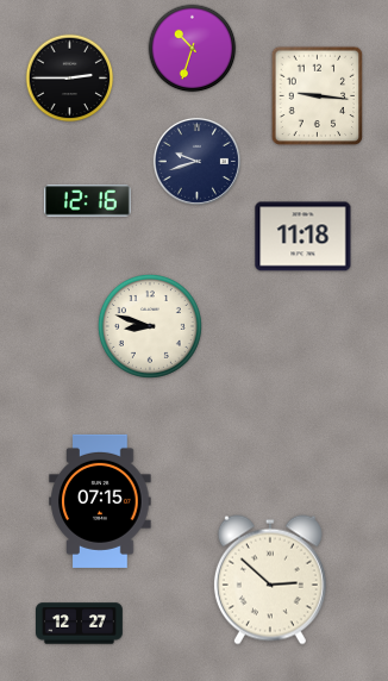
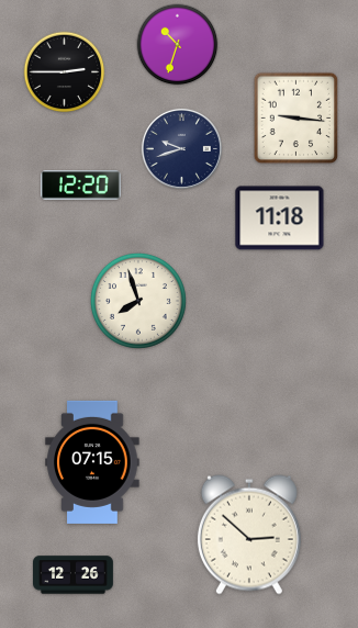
clock at (318, 96) position: (318, 96) -> (297, 119)
clock at (87, 201): 12:16 -> 12:20
clock at (150, 326): 8:48 -> 7:57
clock at (80, 624): 12:27 -> 12:26
